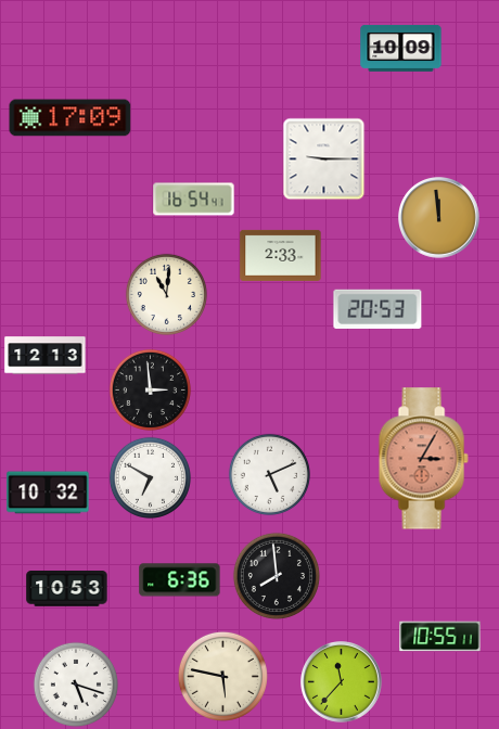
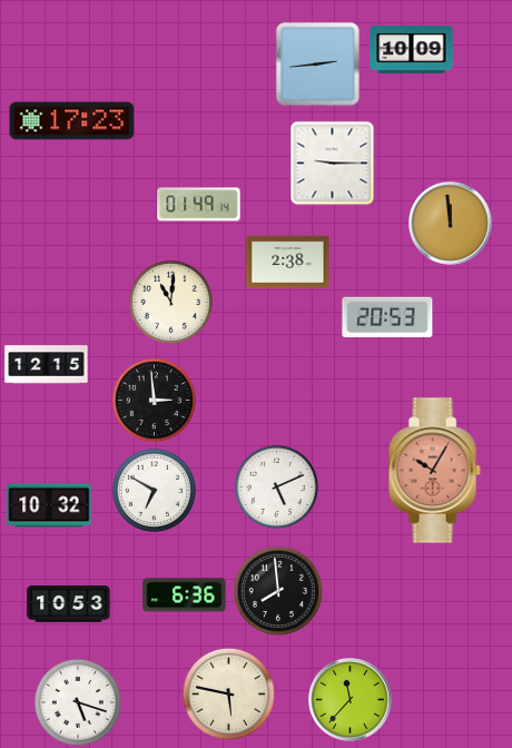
clock at (317, 63): none -> 2:44
clock at (71, 118): 17:09 -> 17:23
clock at (194, 200): 16:54 -> 01:49
clock at (281, 255): 2:33 -> 2:38
clock at (46, 356): 12:13 -> 12:15
clock at (423, 459): 3:05 -> 10:05
clock at (277, 576) position: (277, 576) -> (278, 591)
clock at (440, 637): 10:55 -> none
